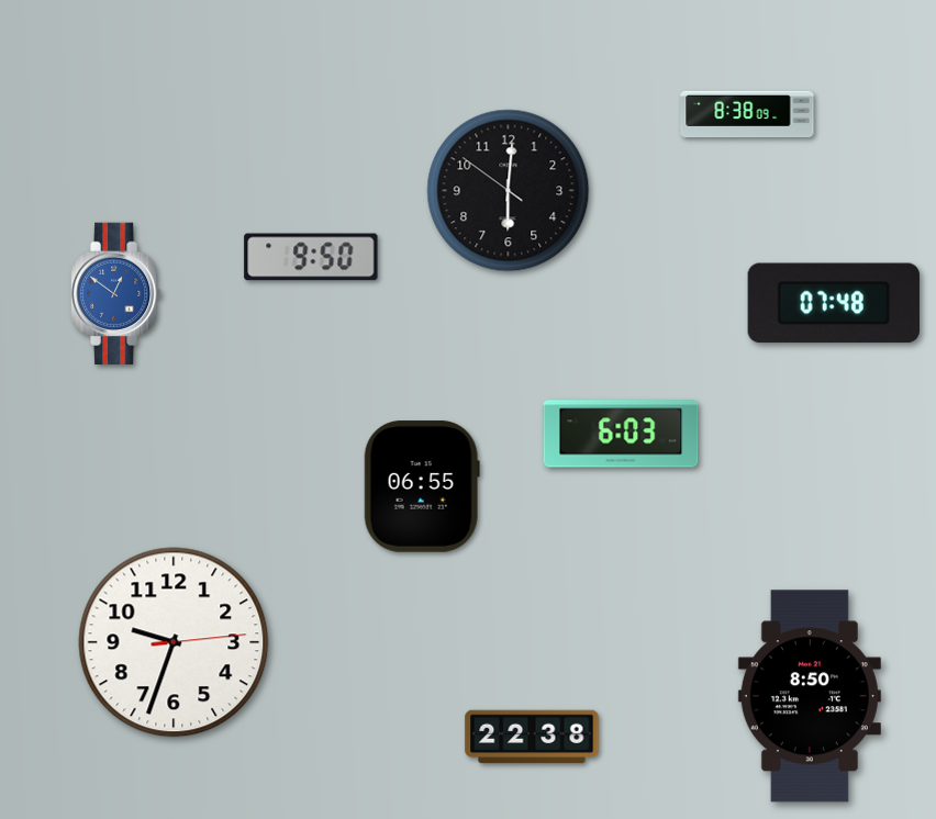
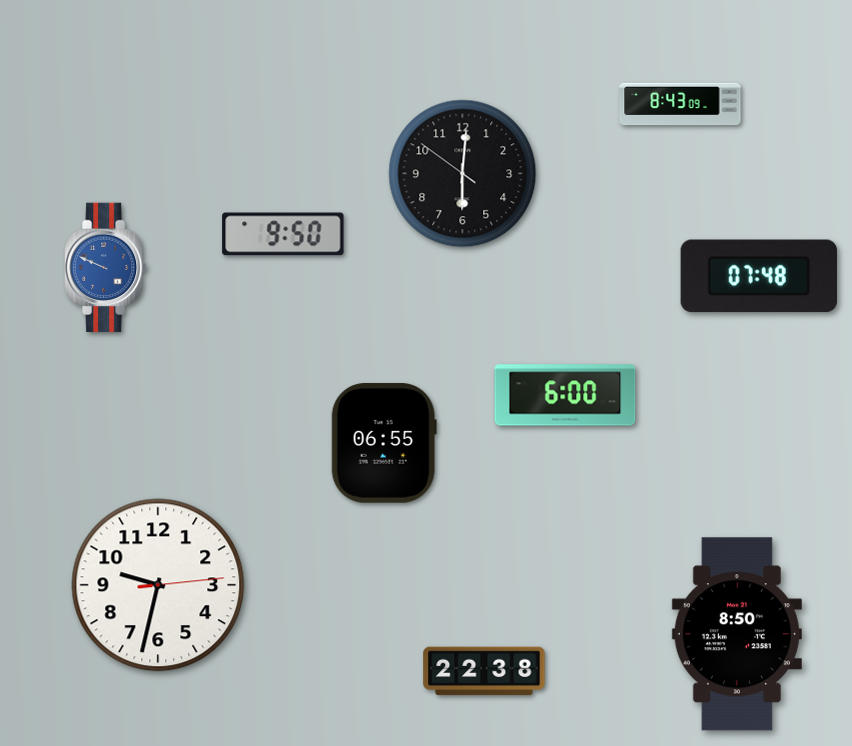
clock at (747, 114): 8:38 -> 8:43
clock at (116, 293): 12:51 -> 9:49
clock at (621, 434): 6:03 -> 6:00
clock at (174, 642): 9:33 -> 9:32
